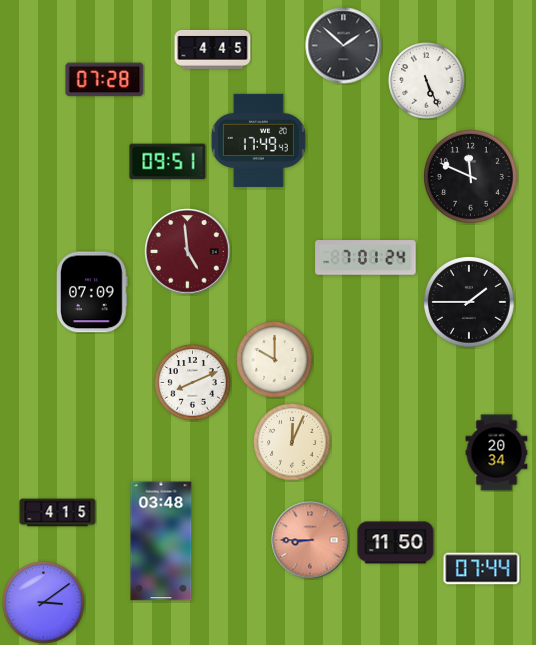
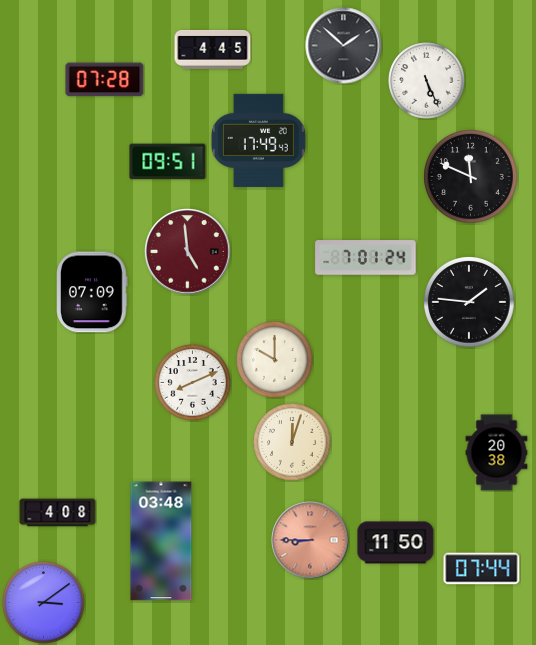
clock at (470, 303): 1:45 -> 1:46
clock at (292, 442): 12:04 -> 12:03
clock at (497, 453): 20:34 -> 20:38
clock at (58, 513): 4:15 -> 4:08
